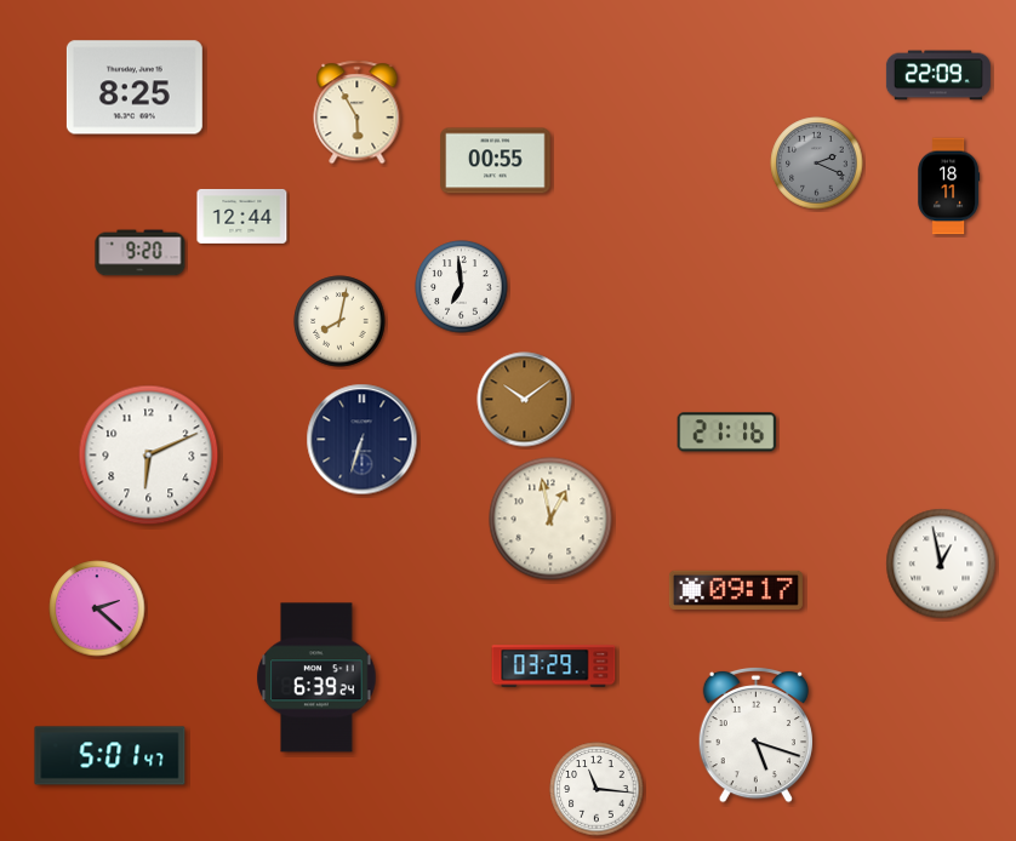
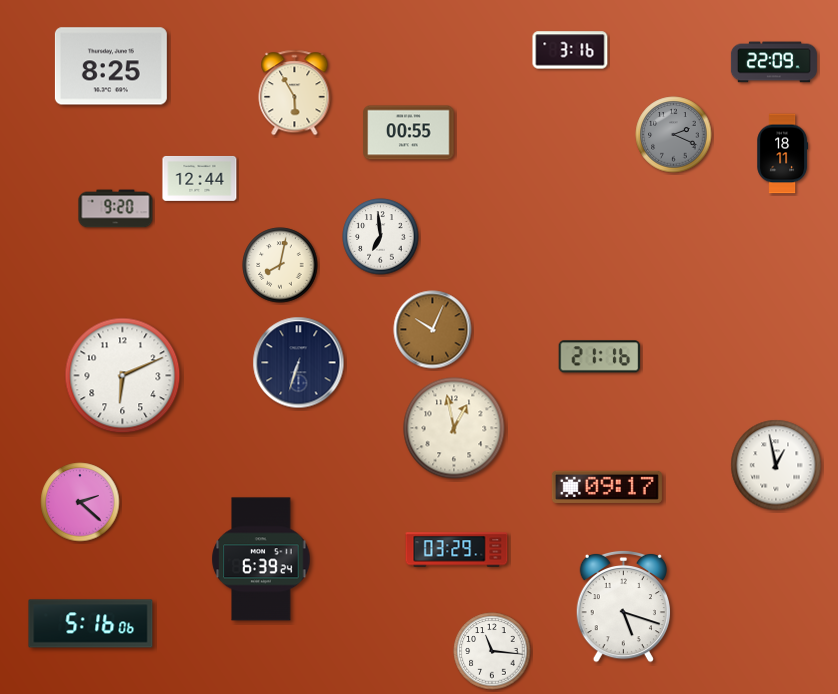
clock at (570, 50): none -> 3:16
clock at (135, 87) position: (135, 87) -> (111, 66)
clock at (525, 400): 10:09 -> 10:04
clock at (110, 756): 5:01 -> 5:16
